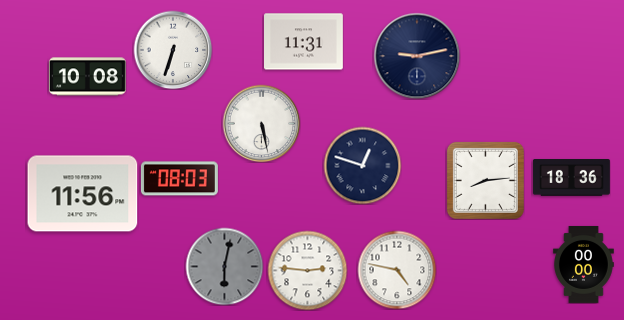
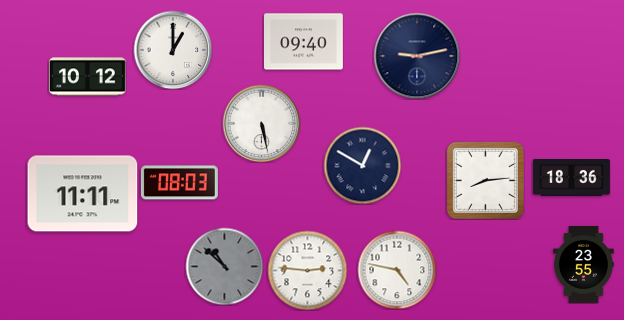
clock at (304, 42): 11:31 -> 09:40
clock at (173, 50): 6:33 -> 1:00
clock at (87, 77): 10:08 -> 10:12
clock at (362, 165): 12:48 -> 12:50
clock at (179, 179) position: (179, 179) -> (179, 183)
clock at (83, 194): 11:56 -> 11:11
clock at (584, 264): 00:00 -> 23:55
clock at (224, 266): 6:02 -> 10:52
